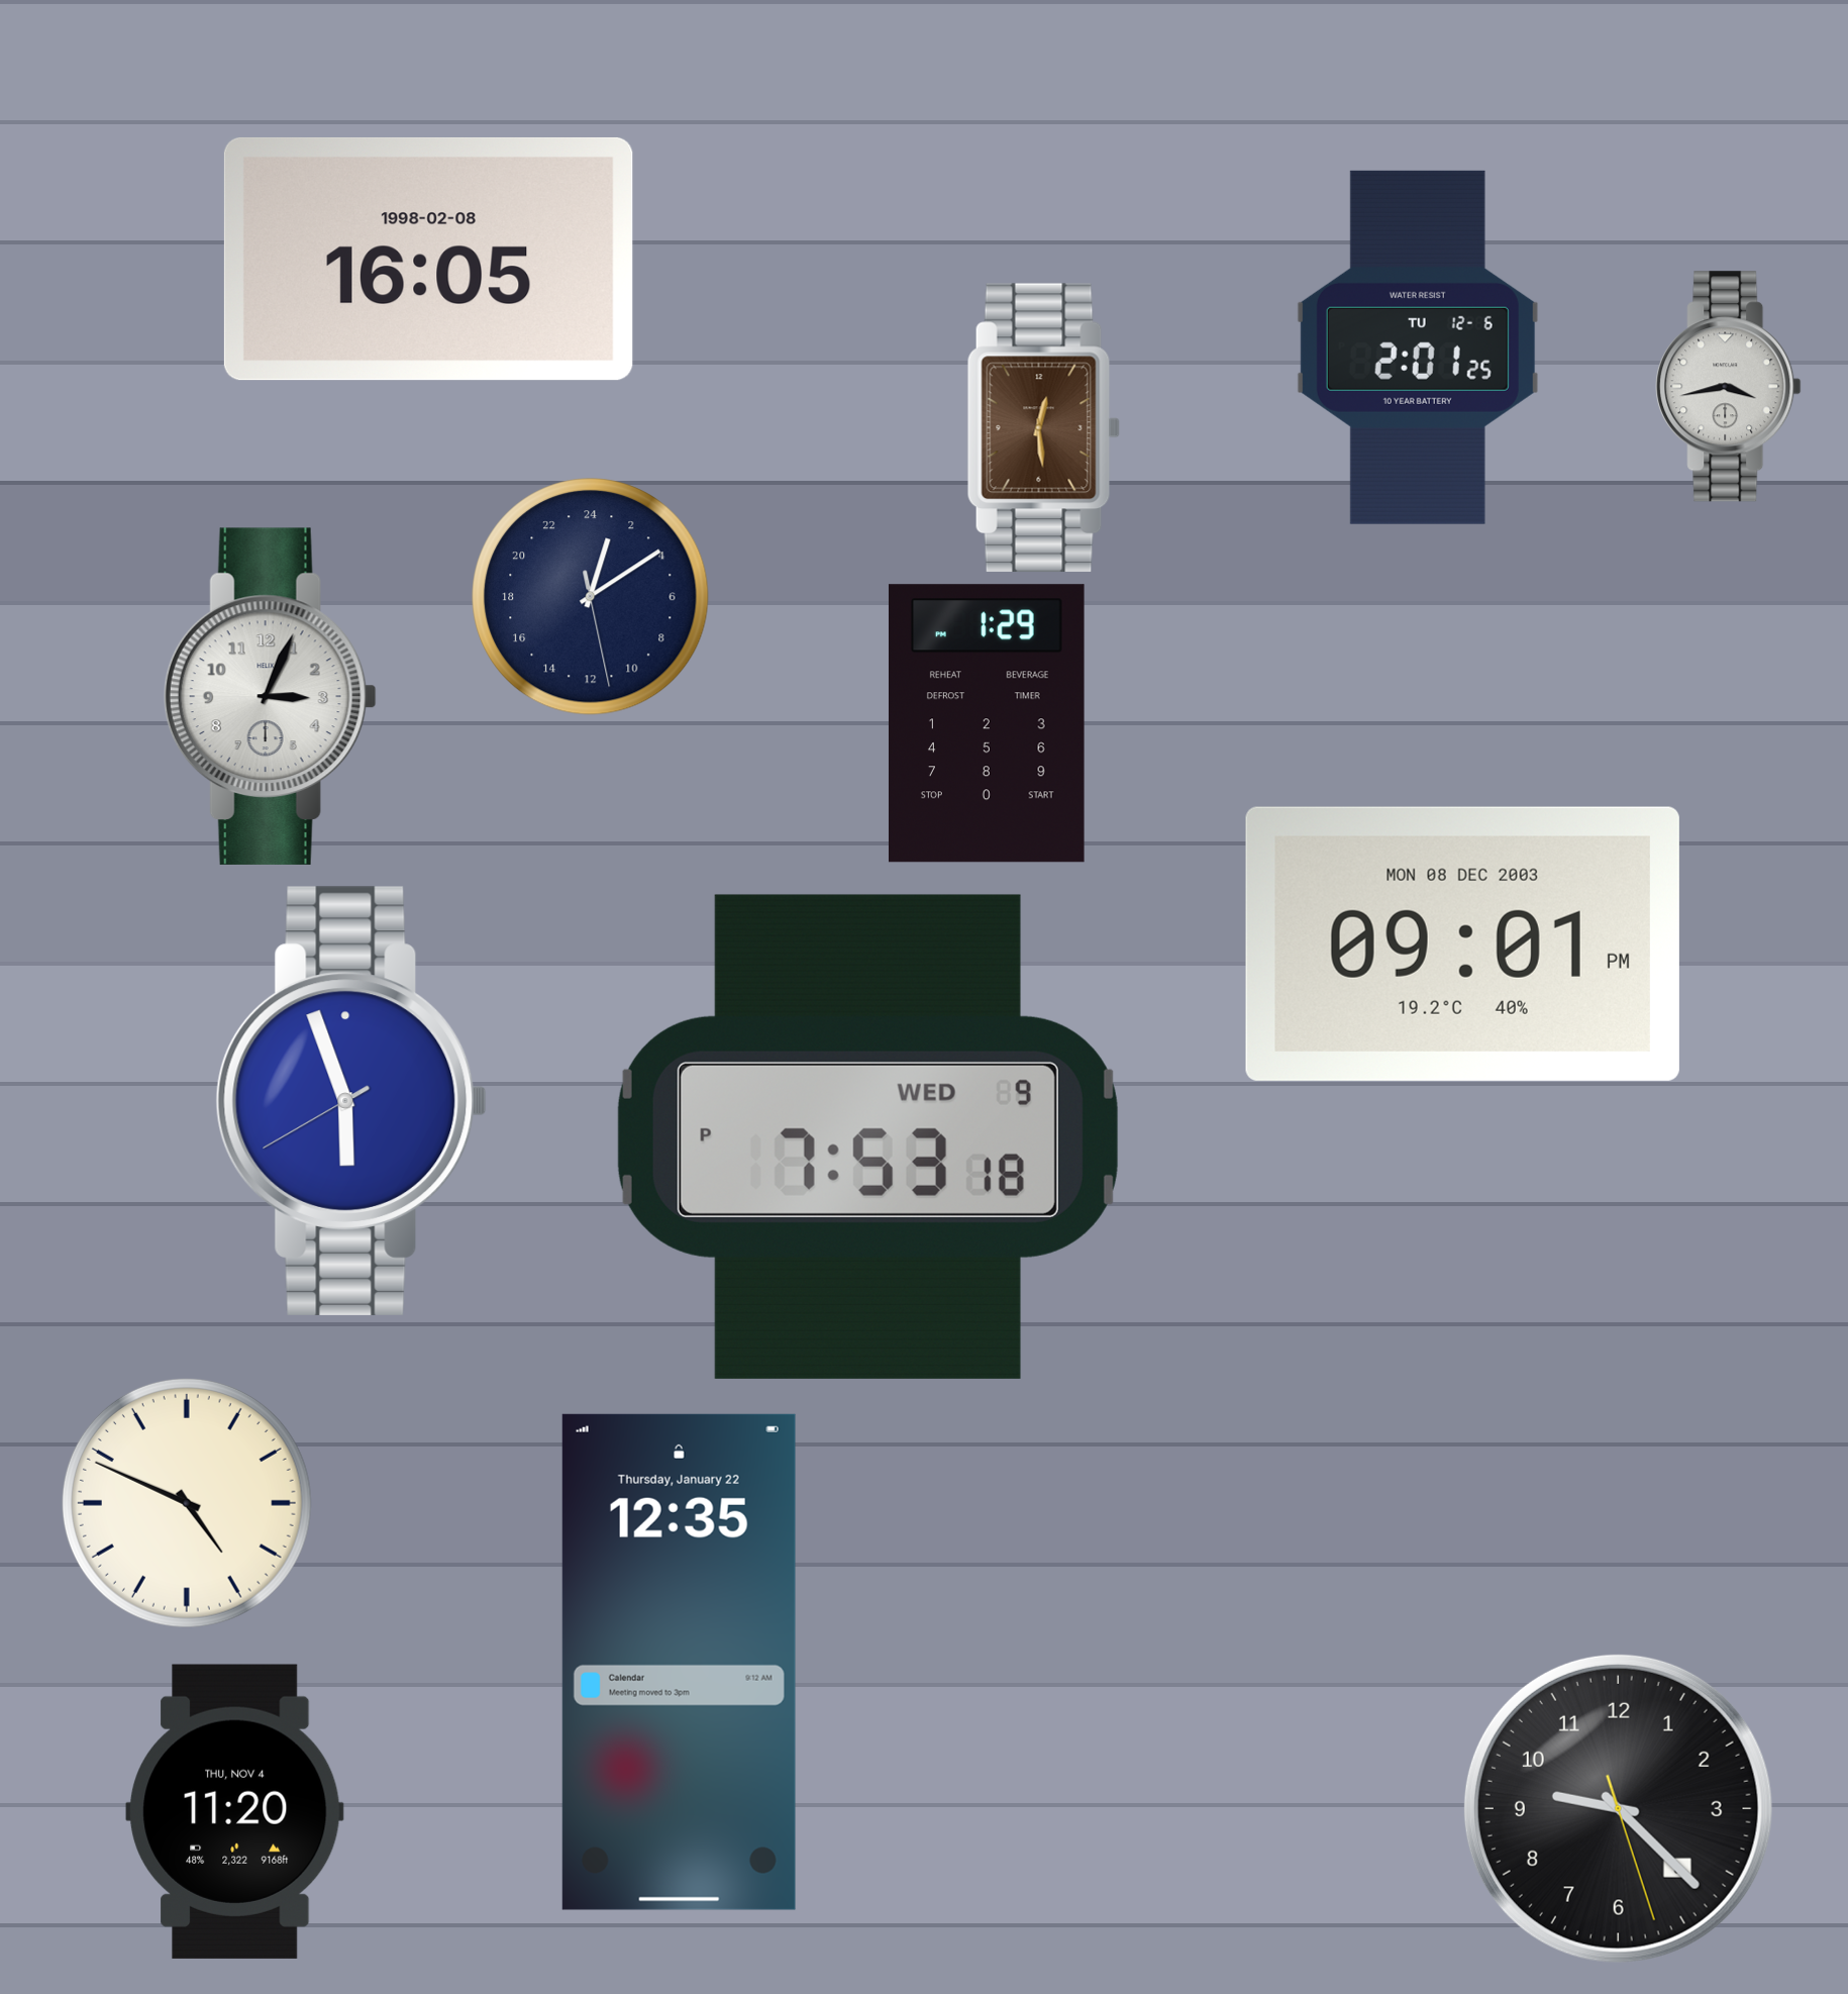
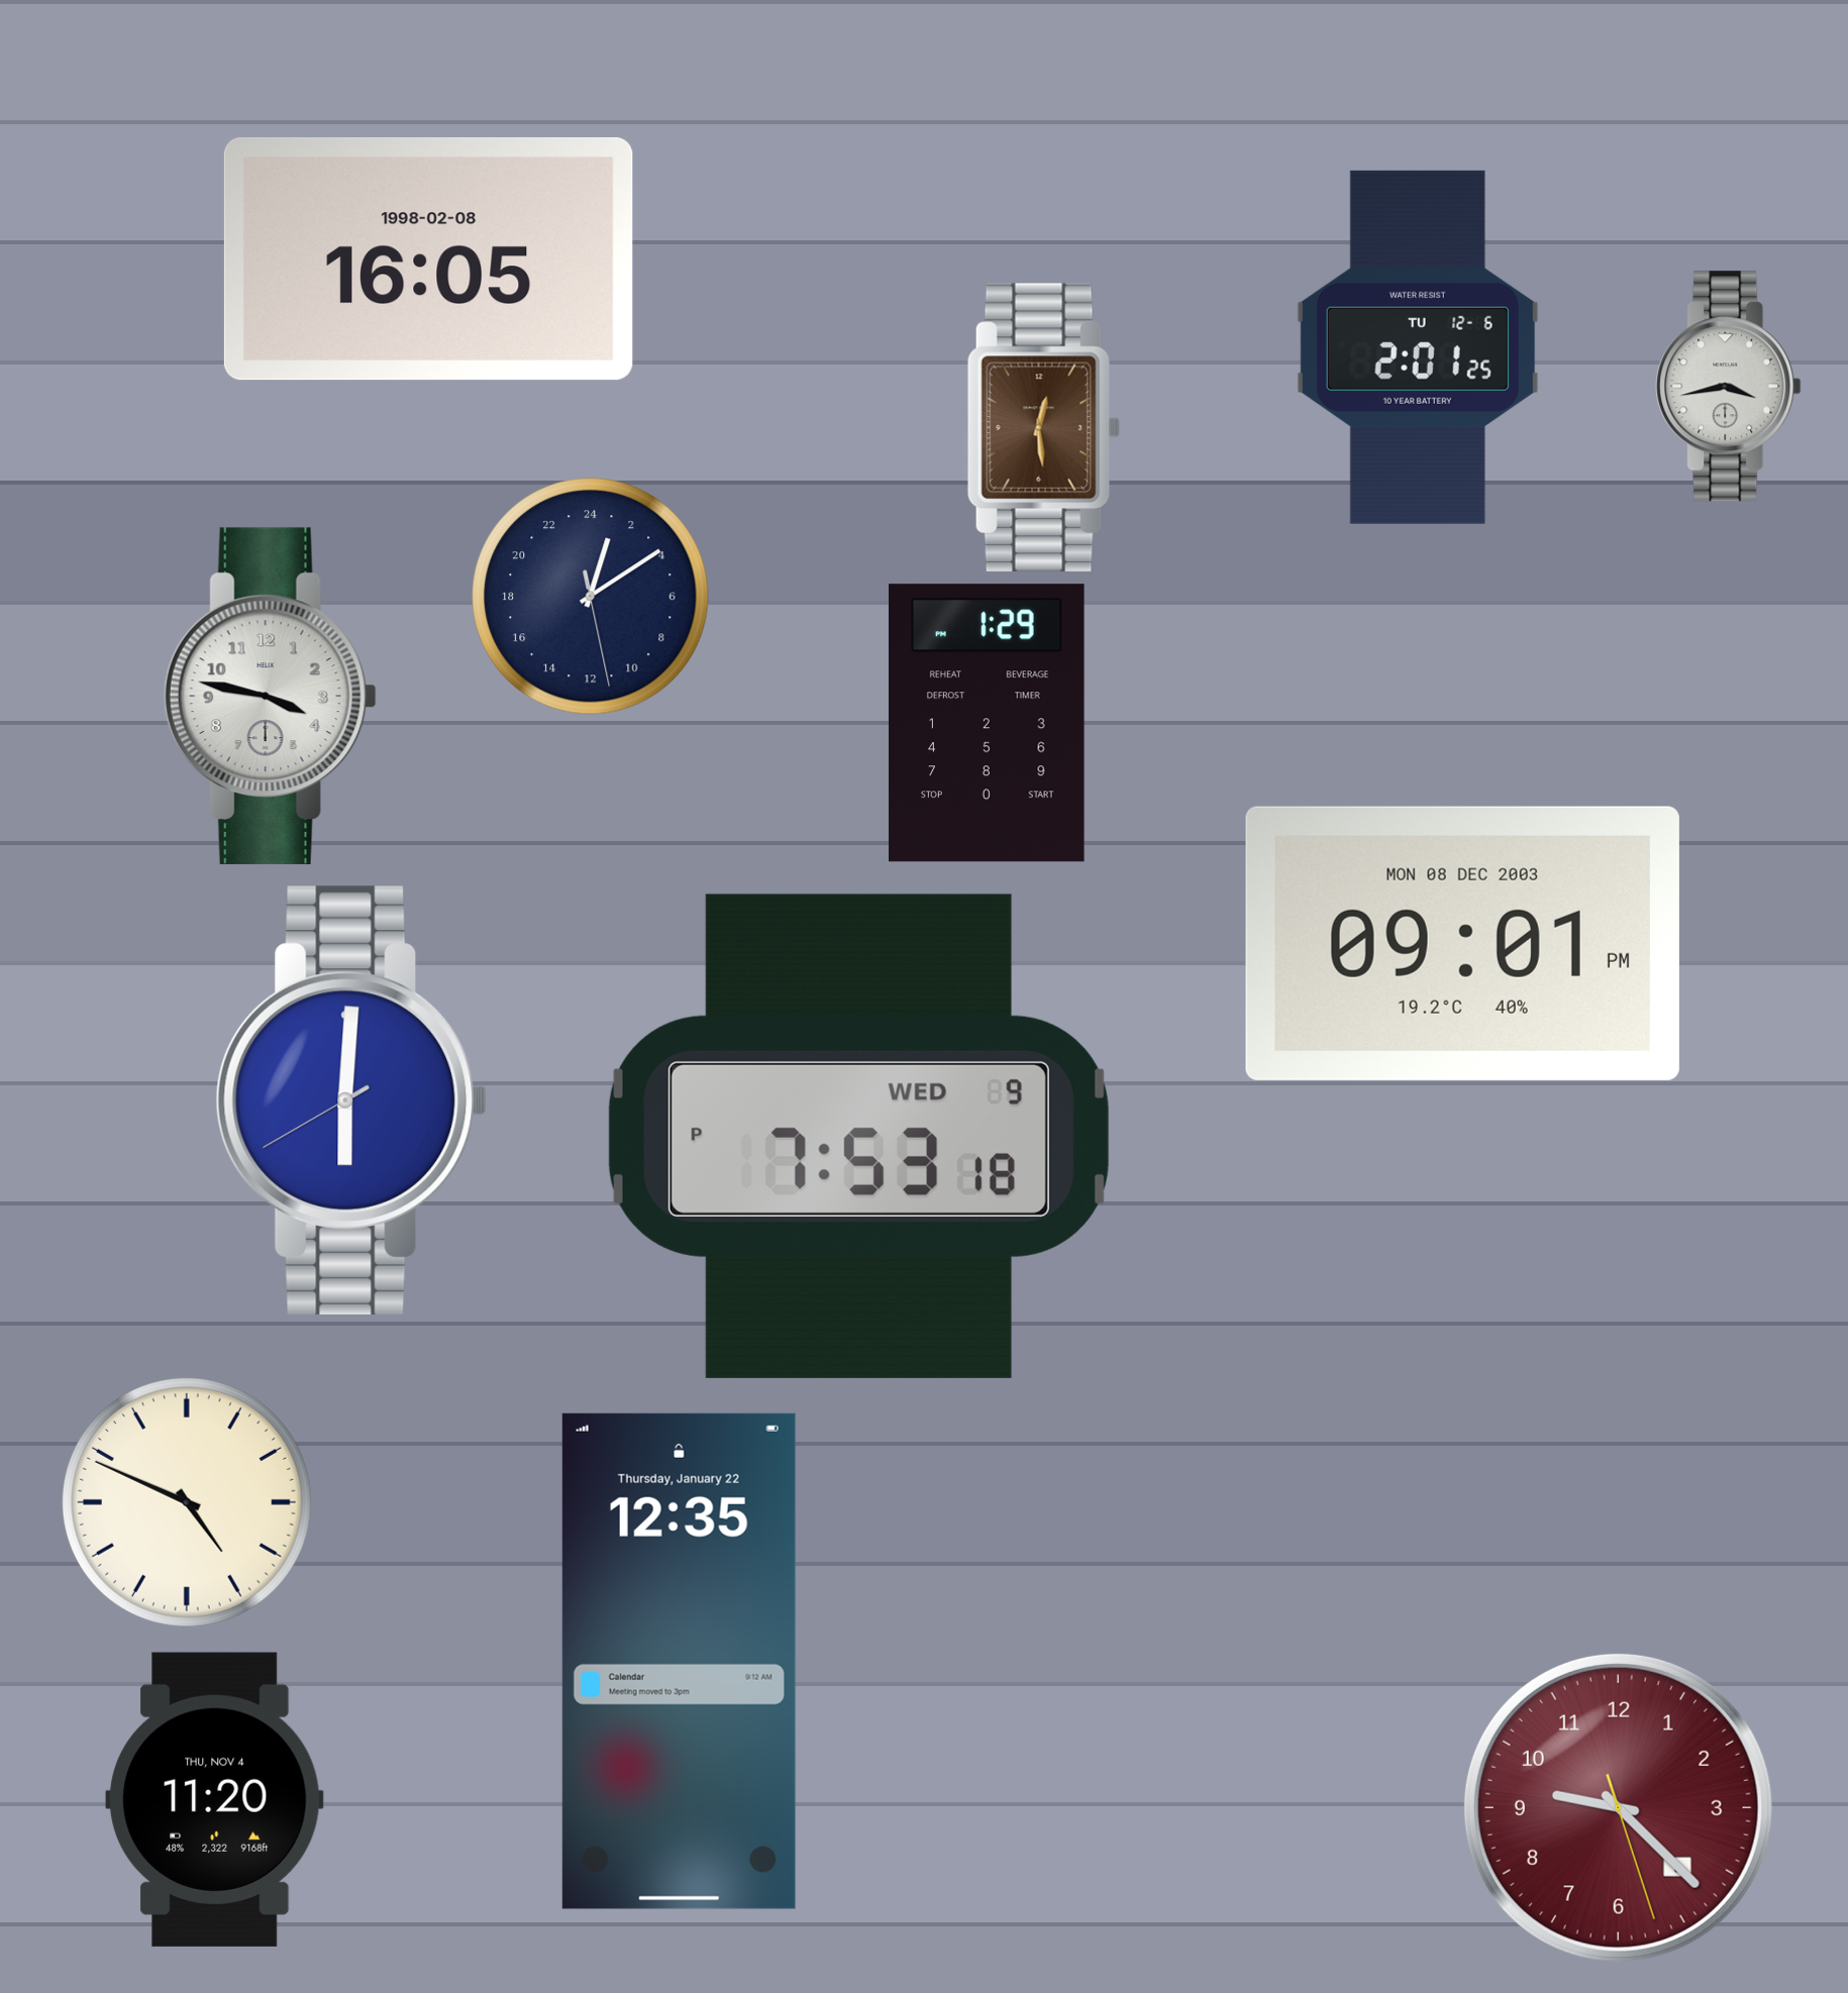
clock at (270, 696): 3:04 -> 3:47
clock at (351, 1101): 5:56 -> 6:00
clock at (867, 1136) position: (867, 1136) -> (858, 1136)
clock at (1618, 1808) dial: black -> burgundy
clock at (234, 1811) position: (234, 1811) -> (214, 1799)
